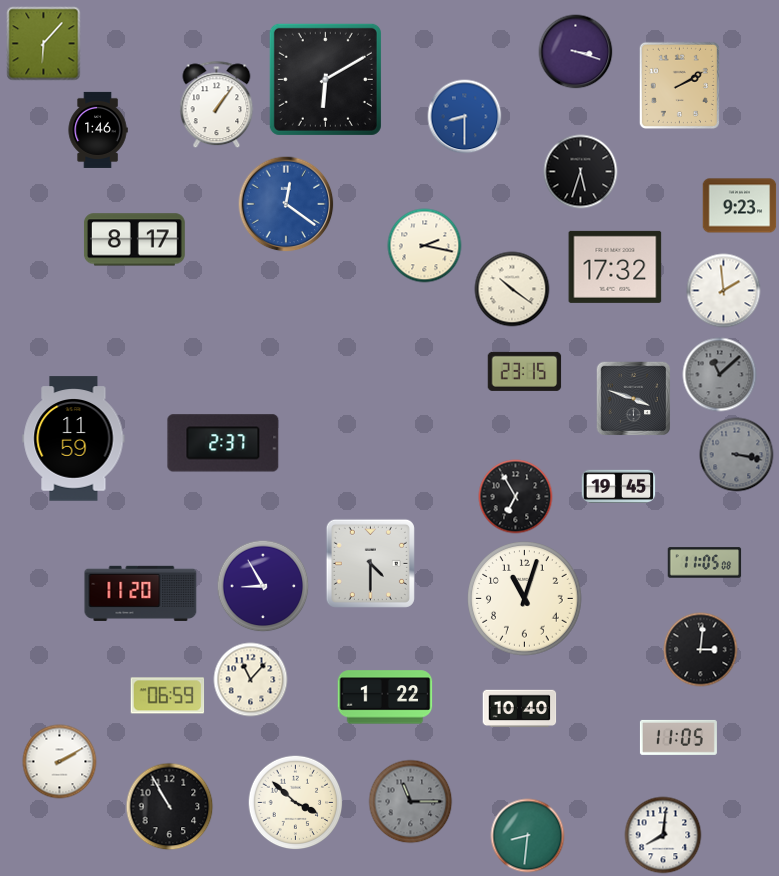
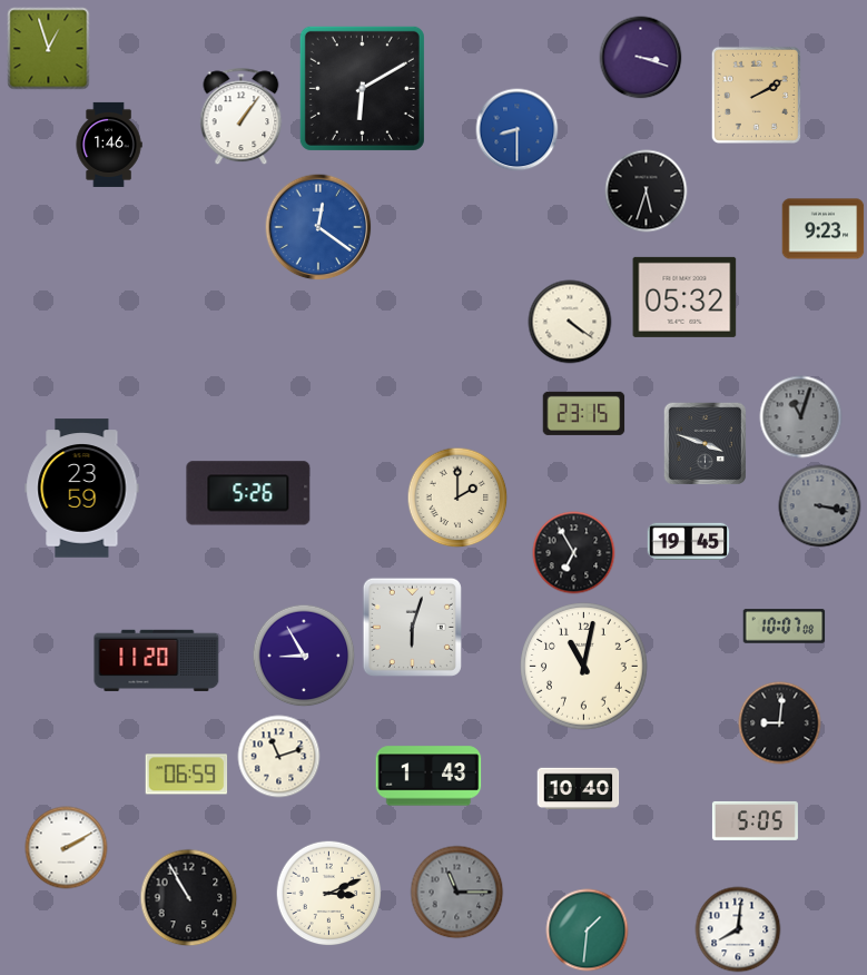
clock at (44, 44): 6:07 -> 12:57
clock at (134, 240): 8:17 -> none
clock at (425, 246): 2:17 -> none
clock at (615, 267): 17:32 -> 05:32
clock at (512, 289): 10:21 -> 4:21
clock at (724, 291): 1:59 -> none
clock at (720, 375): 11:08 -> 11:03
clock at (74, 439): 11:59 -> 23:59
clock at (223, 443): 2:37 -> 5:26
clock at (457, 498): none -> 2:00
clock at (370, 563): 4:30 -> 6:03
clock at (705, 563): 11:05 -> 10:07
clock at (263, 586) position: (263, 586) -> (304, 656)
clock at (525, 599): 11:03 -> 11:02
clock at (701, 650): 3:01 -> 9:01
clock at (251, 680): 11:07 -> 11:12
clock at (385, 697): 1:22 -> 1:43
clock at (678, 737): 11:05 -> 5:05
clock at (296, 803): 3:52 -> 3:11
clock at (528, 836): 8:31 -> 1:31
